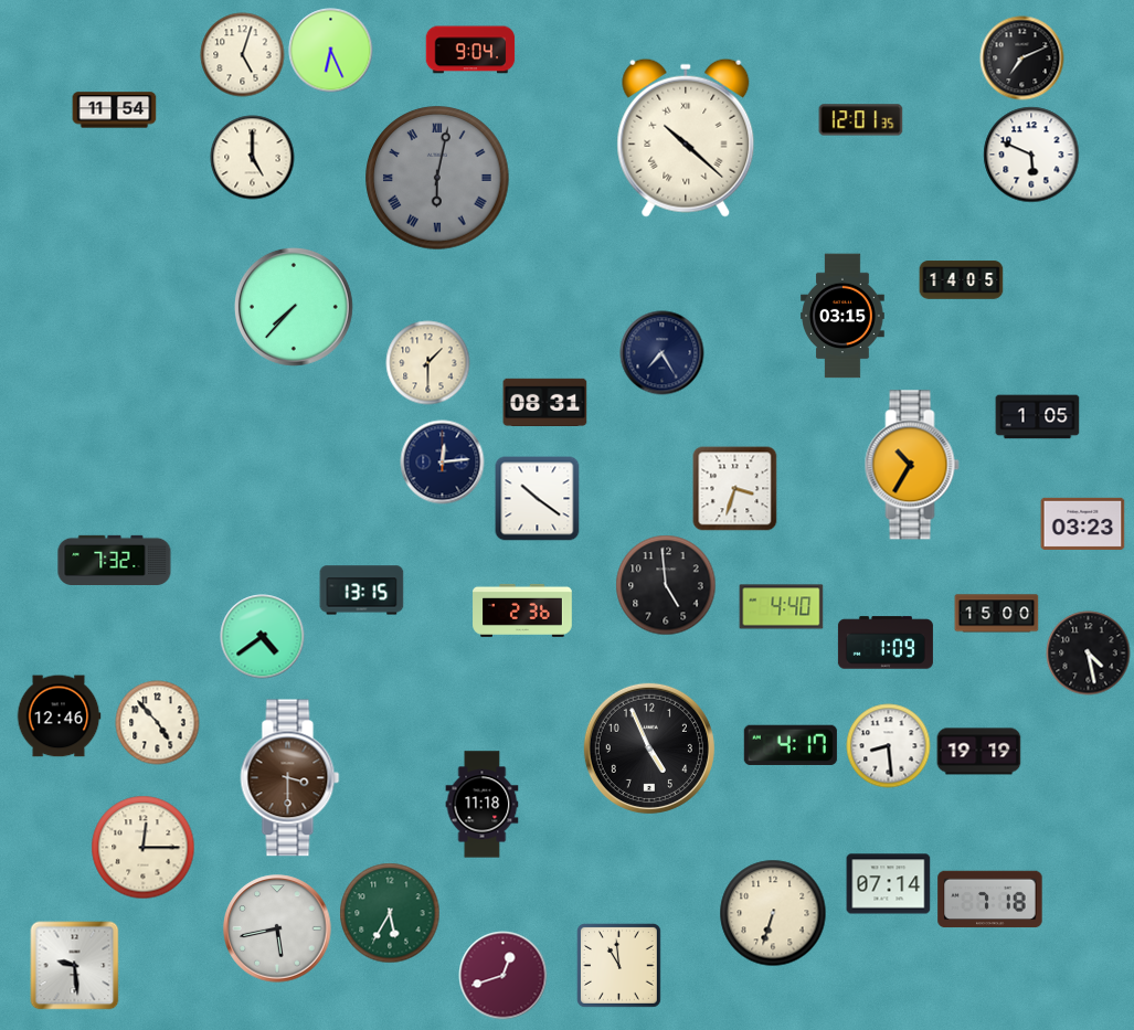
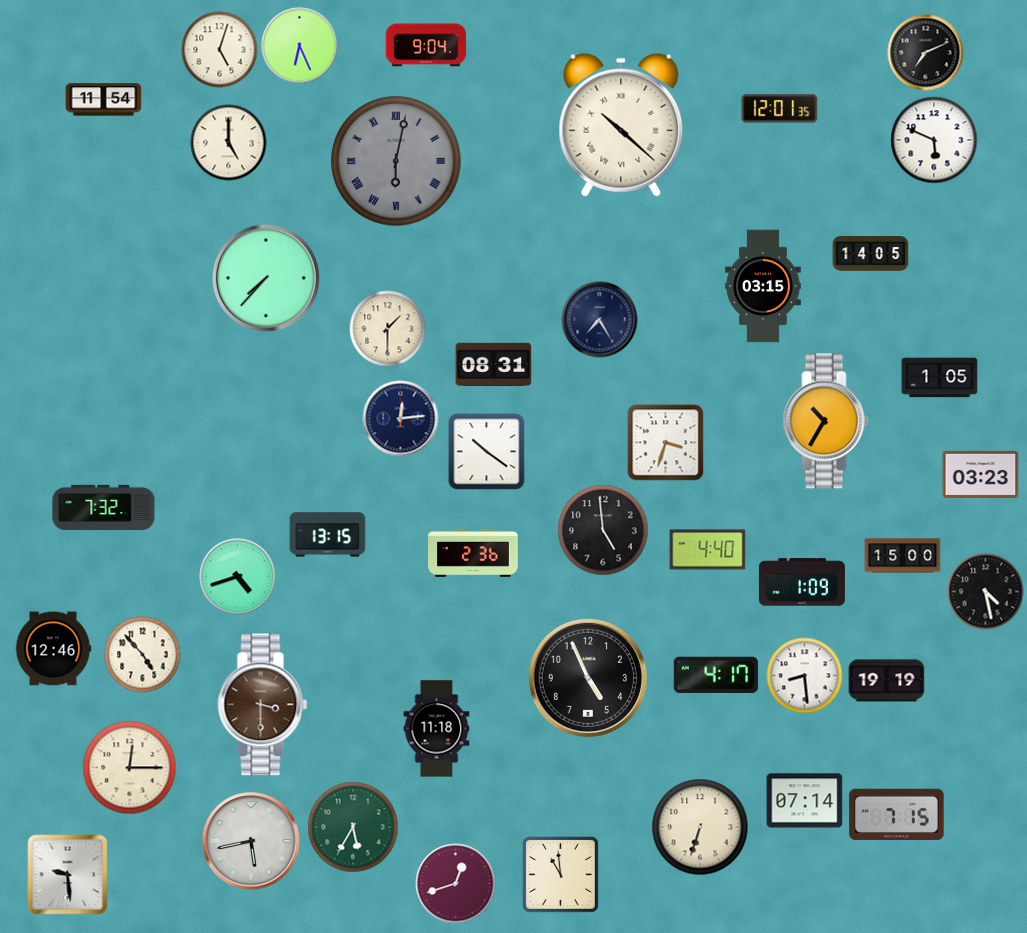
clock at (263, 637): 4:39 -> 4:42
clock at (990, 900): 7:18 -> 7:15
